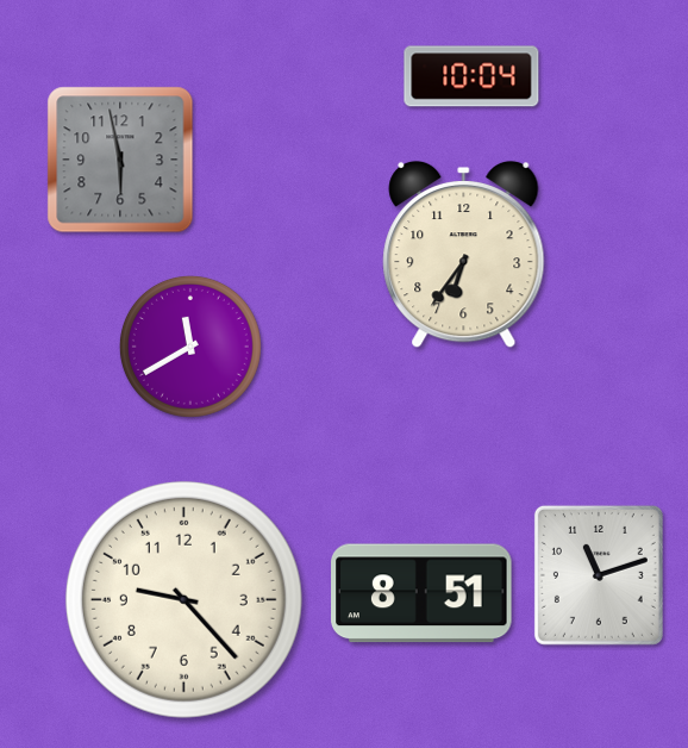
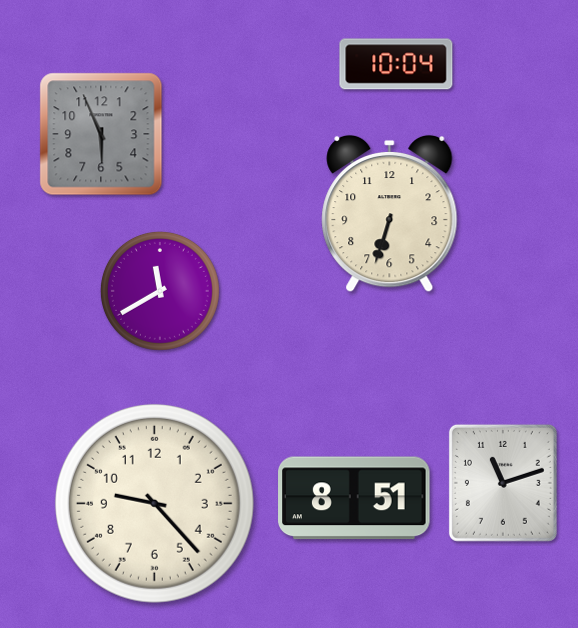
clock at (120, 160): 5:58 -> 5:56
clock at (464, 255): 6:36 -> 6:33
